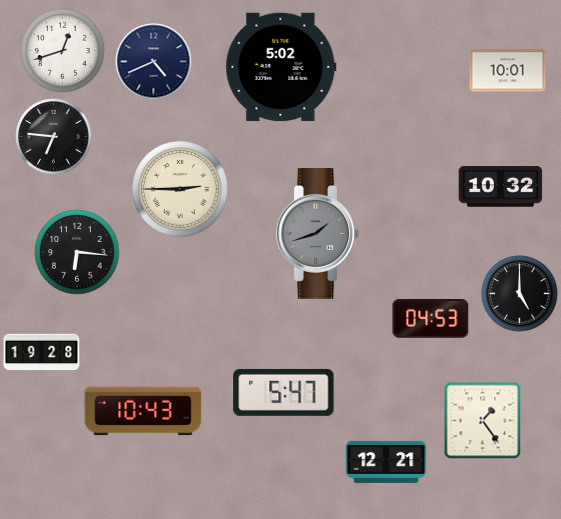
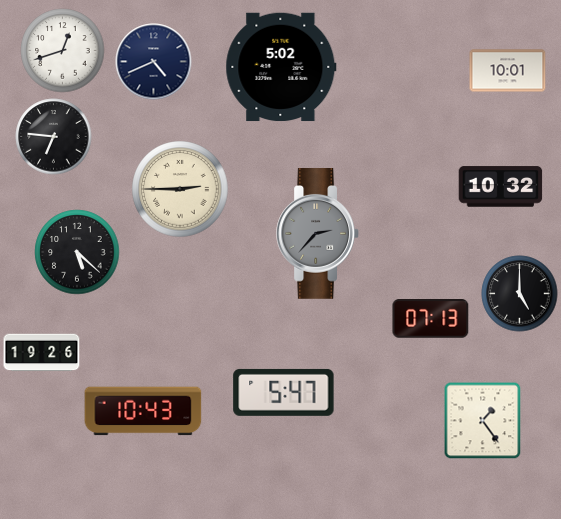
clock at (317, 234): 1:42 -> 2:37
clock at (77, 252): 6:16 -> 5:22
clock at (431, 319): 04:53 -> 07:13
clock at (42, 353): 19:28 -> 19:26
clock at (386, 462): 12:21 -> none
